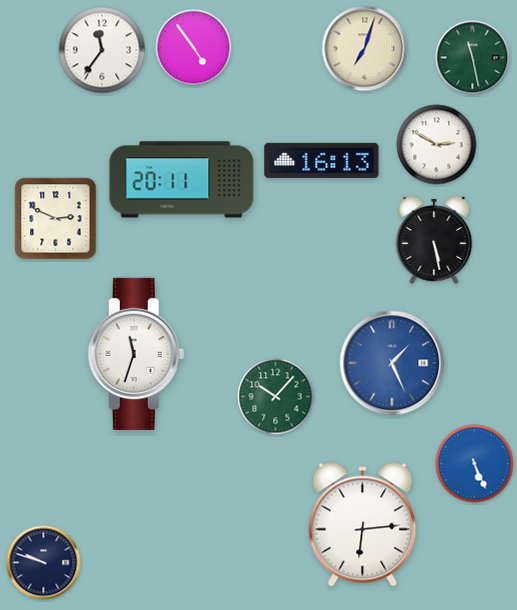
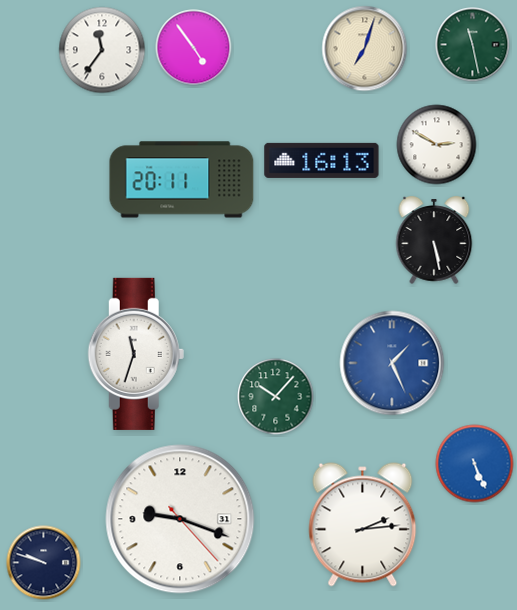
clock at (473, 58) position: (473, 58) -> (473, 45)
clock at (56, 219): 2:49 -> none
clock at (180, 519): none -> 9:18
clock at (363, 525): 6:14 -> 2:14
